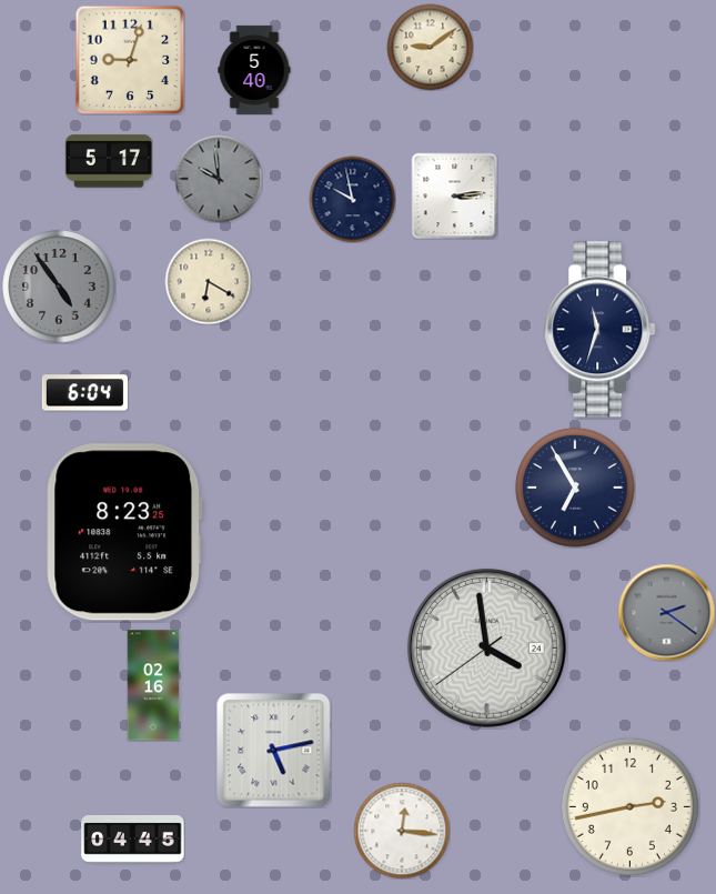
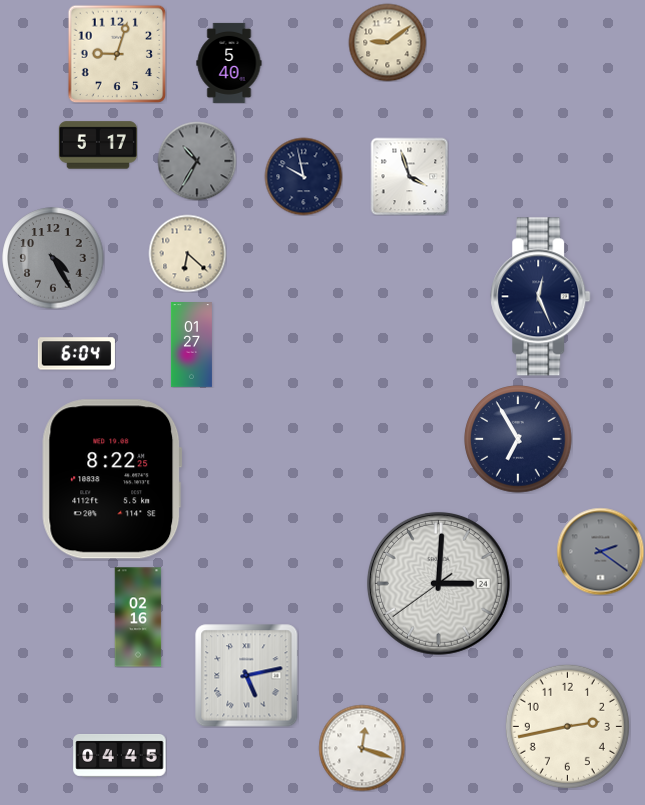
clock at (219, 179): 9:59 -> 10:35
clock at (454, 195): 3:14 -> 3:57
clock at (352, 199) position: (352, 199) -> (303, 176)
clock at (208, 281): 6:20 -> 6:22
clock at (59, 287): 4:54 -> 4:25
clock at (601, 330): 11:33 -> 12:26
clock at (191, 345): none -> 01:27
clock at (124, 532): 8:23 -> 8:22
clock at (486, 647): 3:58 -> 3:00
clock at (402, 831): 12:16 -> 12:18
